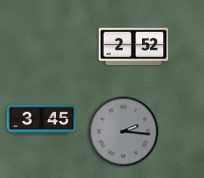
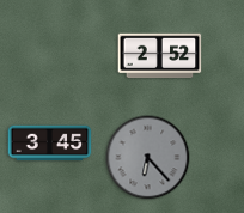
clock at (124, 132): 2:16 -> 6:23
